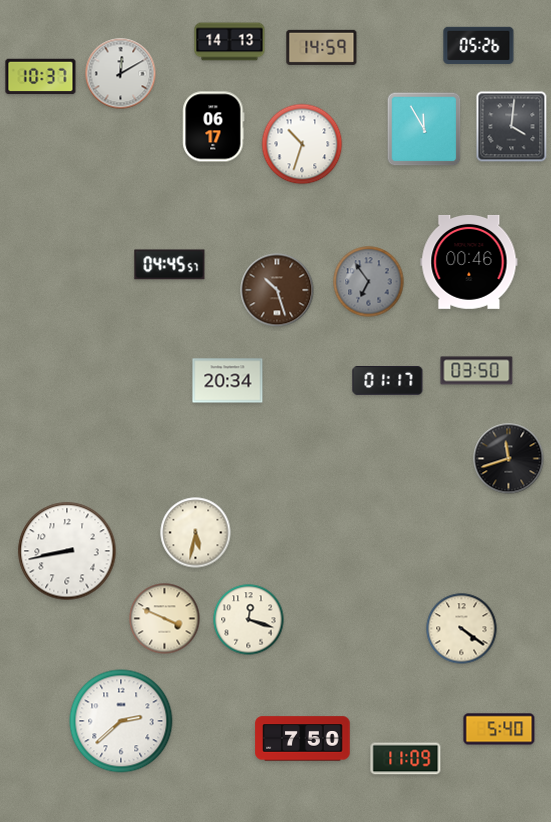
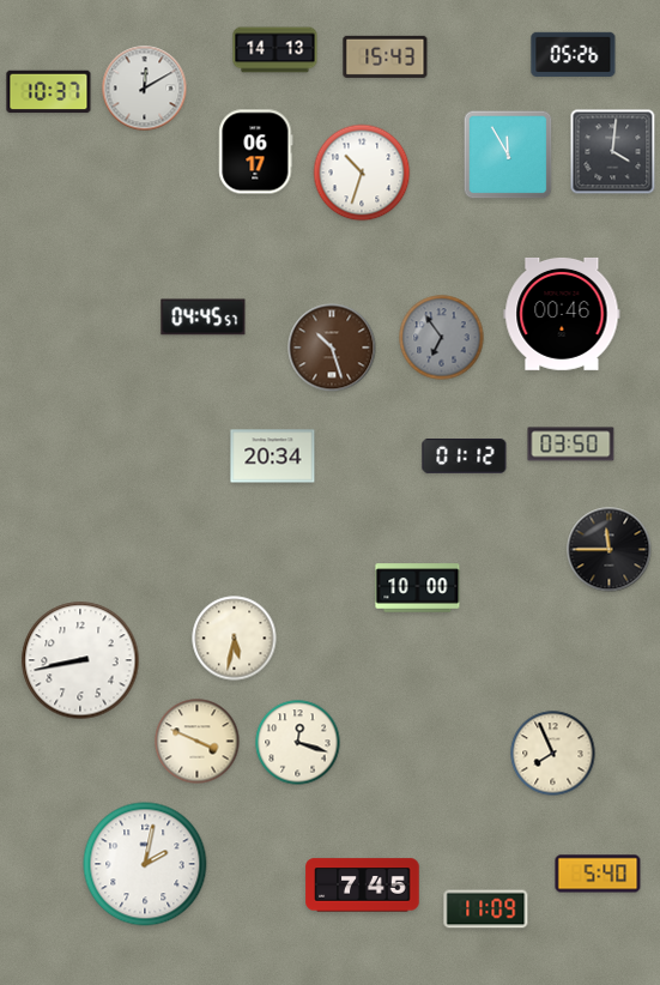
clock at (322, 47): 14:59 -> 15:43
clock at (388, 381): 01:17 -> 01:12
clock at (509, 459): 11:42 -> 11:45
clock at (418, 588): none -> 10:00
clock at (462, 629): 4:21 -> 7:56
clock at (121, 721): 2:38 -> 2:02
clock at (303, 739): 7:50 -> 7:45
